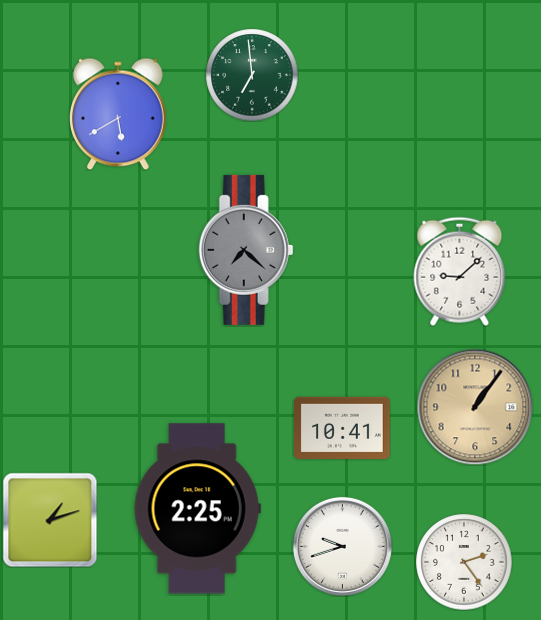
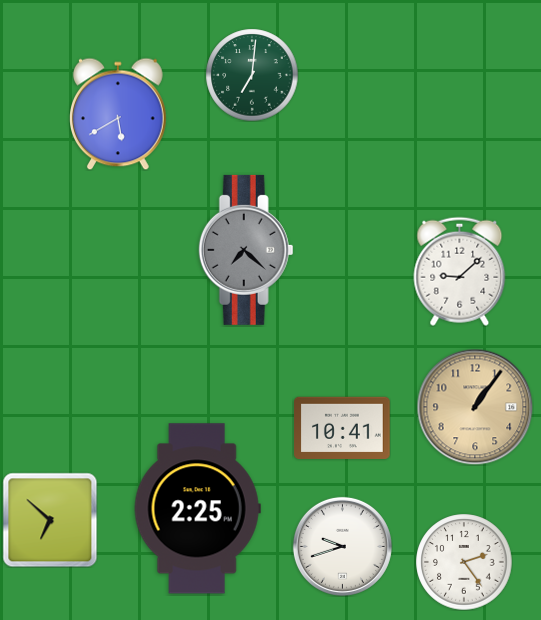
clock at (252, 75): 6:59 -> 7:01
clock at (50, 520): 1:12 -> 6:52
